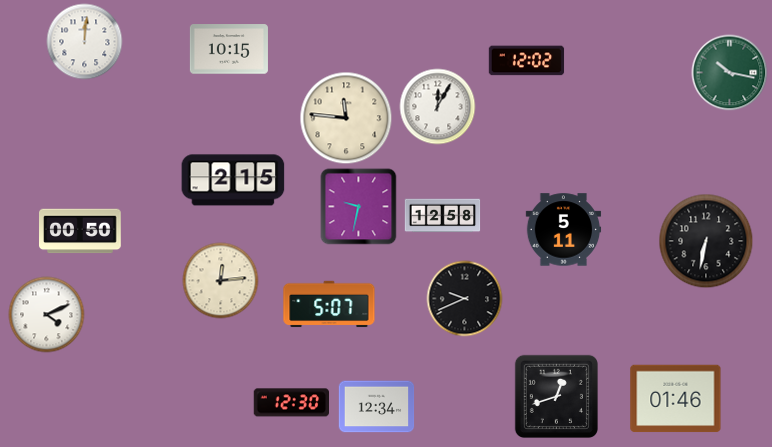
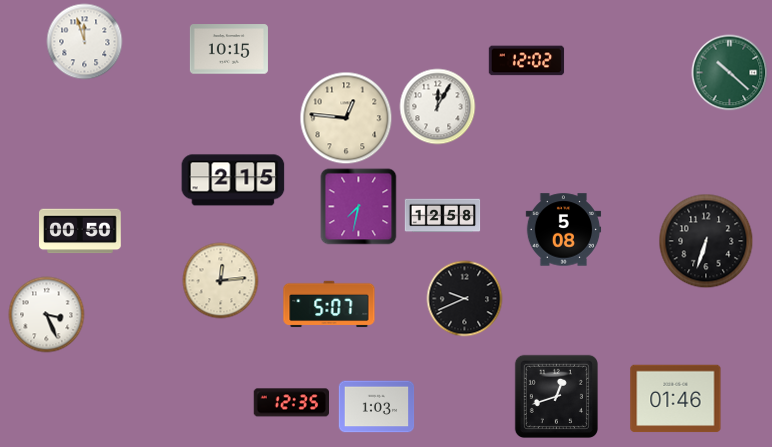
clock at (85, 42): 12:01 -> 11:57
clock at (730, 73): 10:17 -> 10:22
clock at (346, 118): 11:46 -> 12:46
clock at (359, 207): 9:32 -> 7:32
clock at (564, 230): 5:11 -> 5:08
clock at (706, 241): 6:32 -> 6:33
clock at (47, 315): 4:11 -> 3:26
clock at (291, 403): 12:30 -> 12:35
clock at (377, 407): 12:34 -> 1:03
